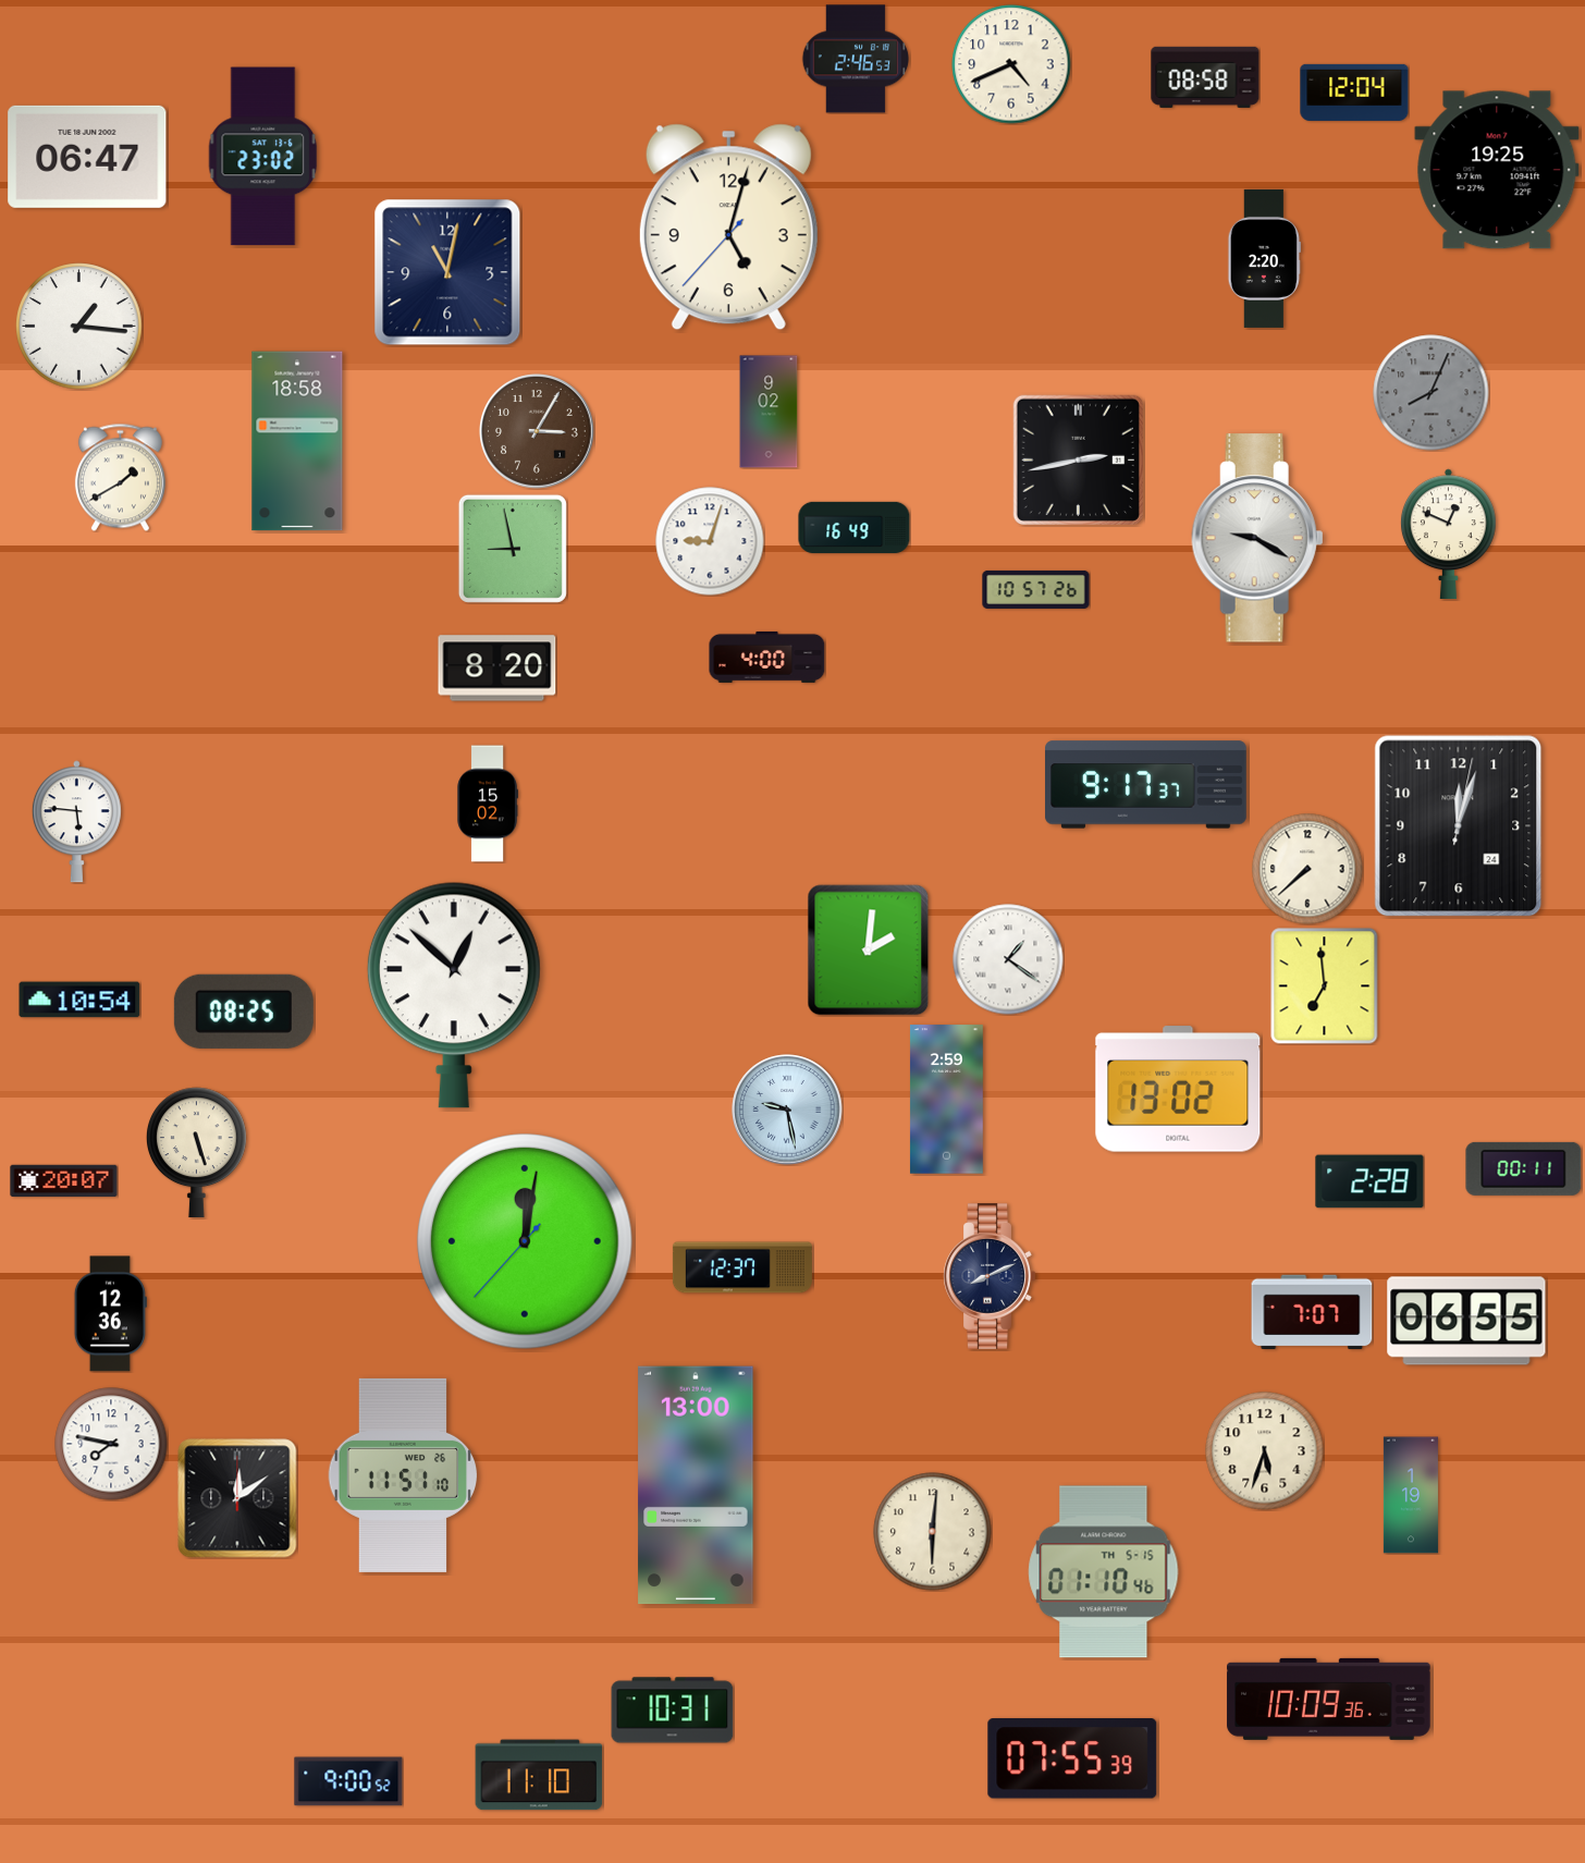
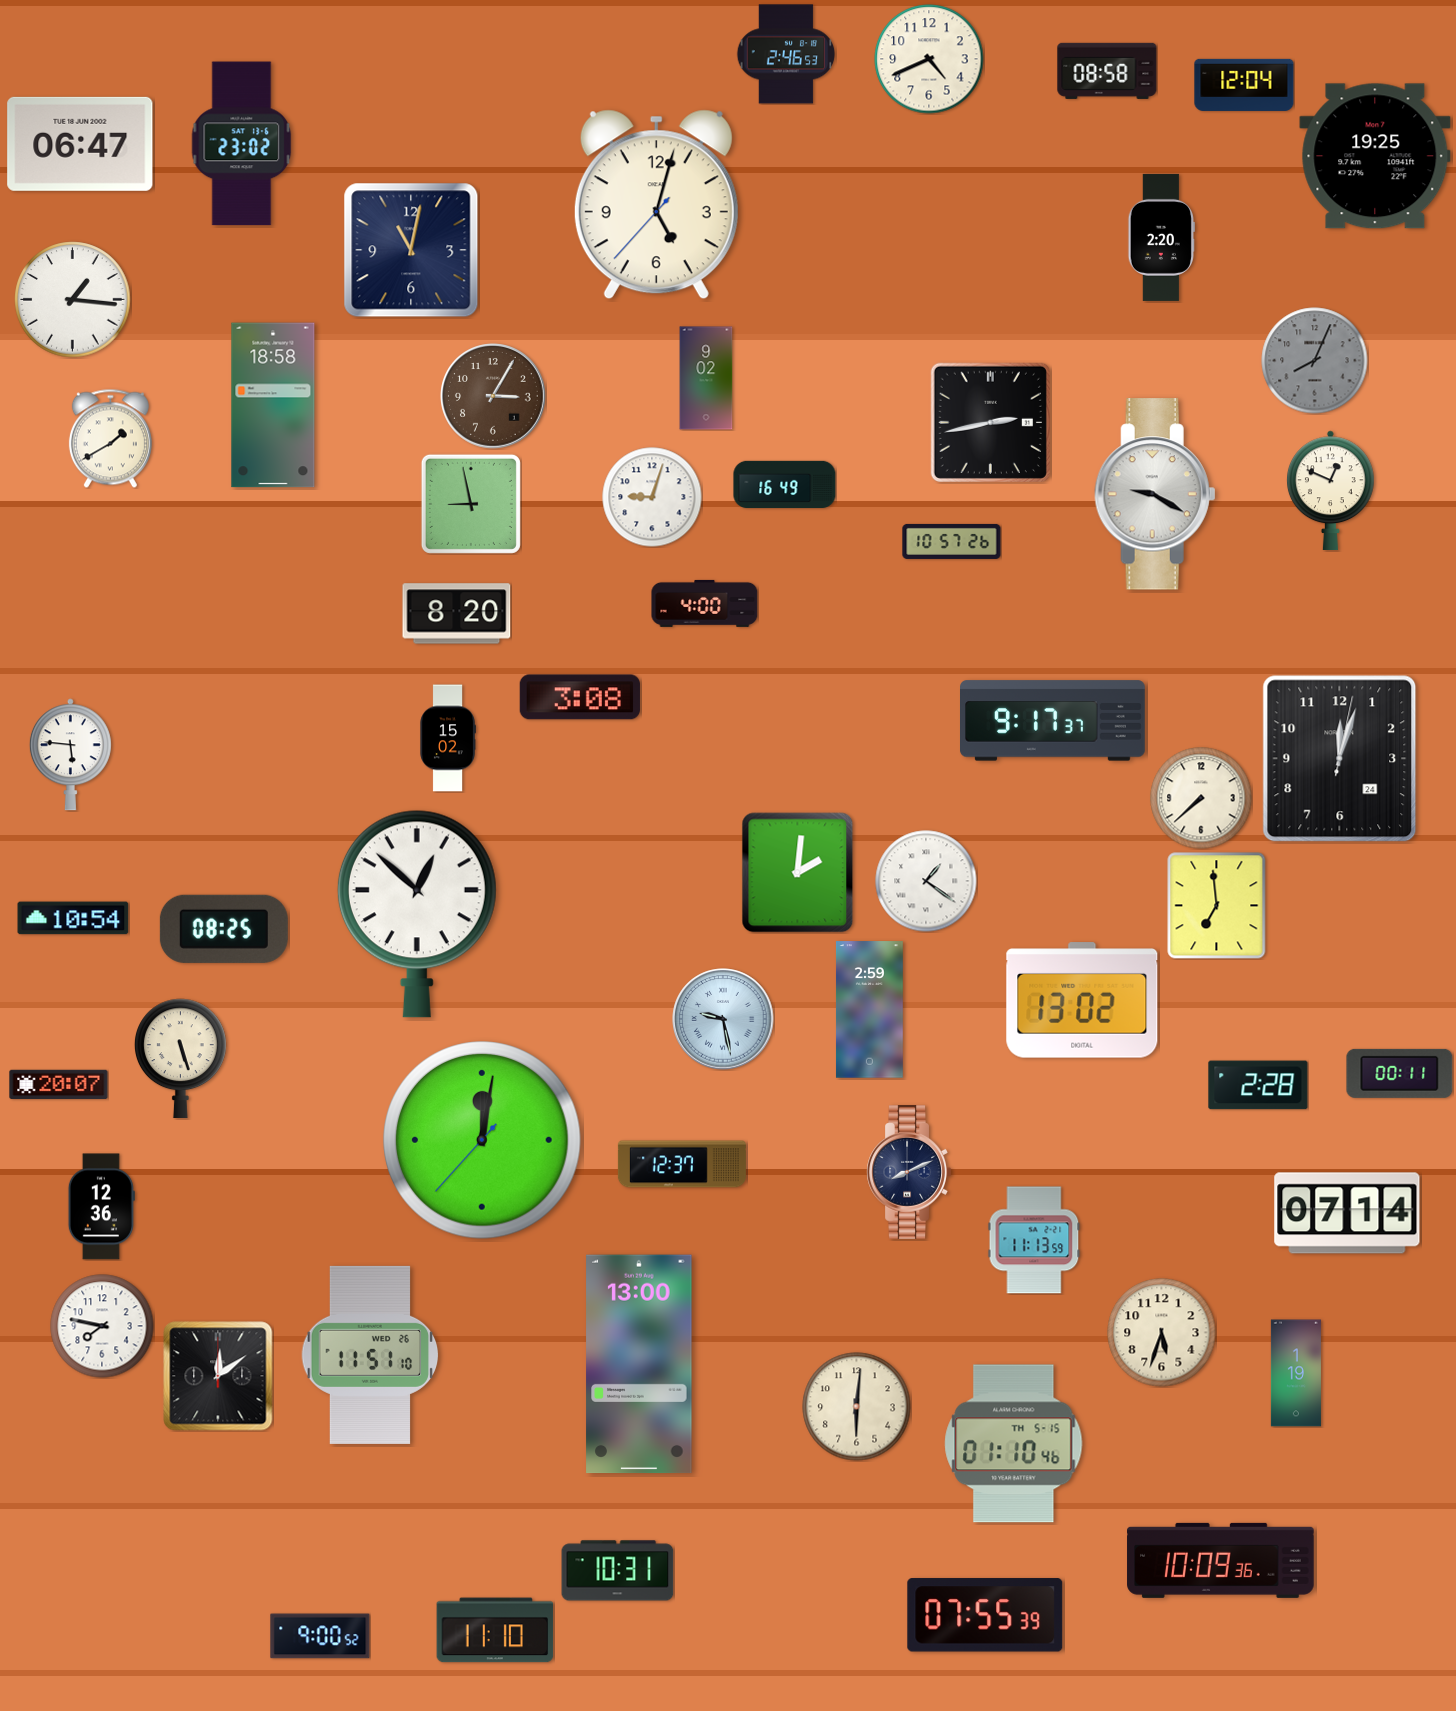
clock at (728, 228) position: (728, 228) -> (656, 205)
clock at (580, 697): none -> 3:08
clock at (1312, 1312): 7:07 -> none
clock at (1466, 1321): 06:55 -> 07:14
clock at (1034, 1240): none -> 11:13
